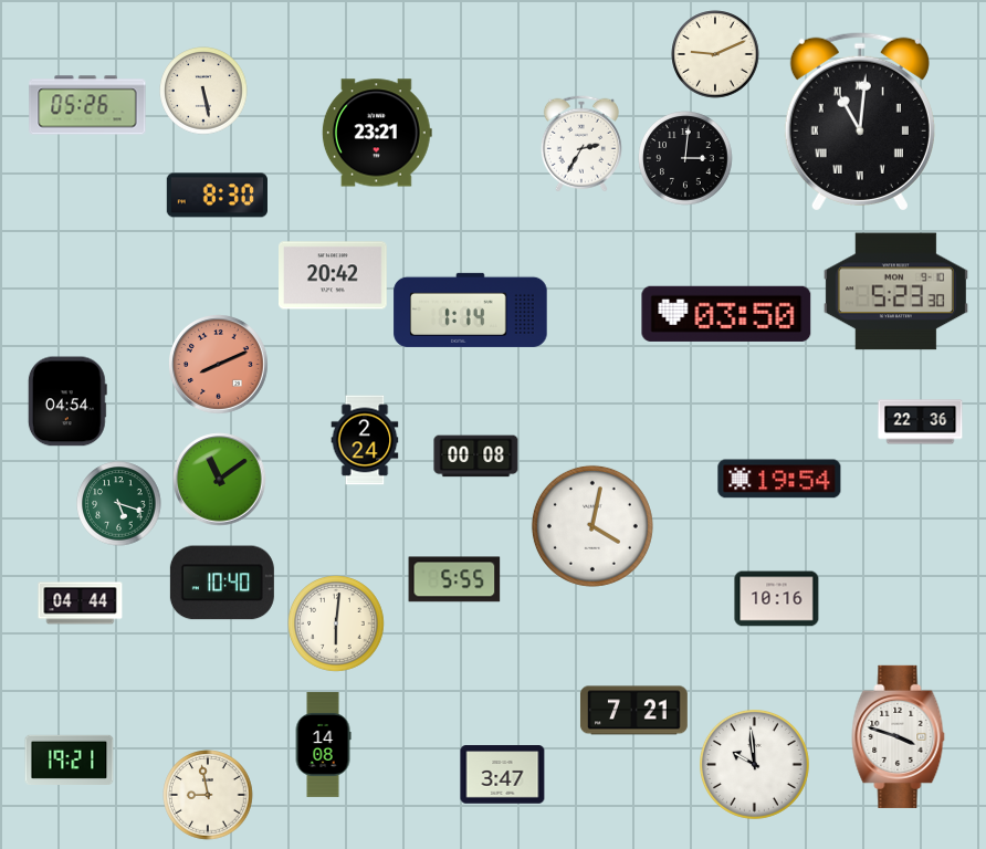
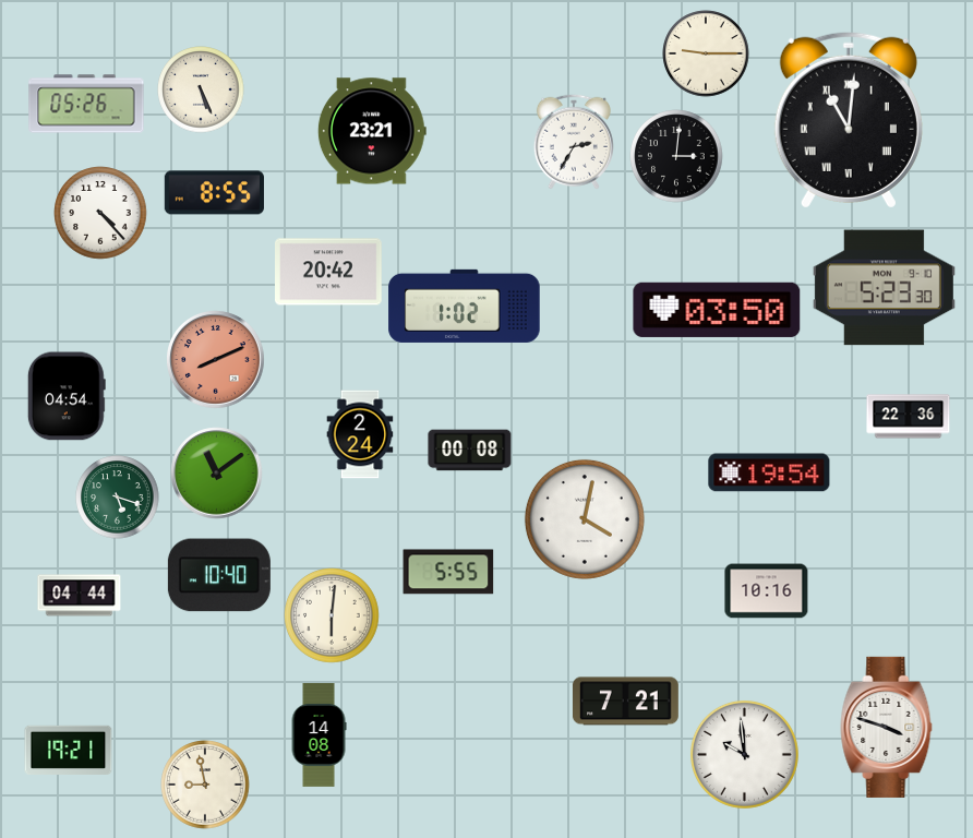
clock at (715, 54): 9:11 -> 9:15
clock at (203, 91): 5:28 -> 5:26
clock at (217, 196): 8:30 -> 8:55
clock at (100, 213): none -> 4:23
clock at (471, 310): 1:14 -> 1:02
clock at (503, 775): 3:47 -> none
